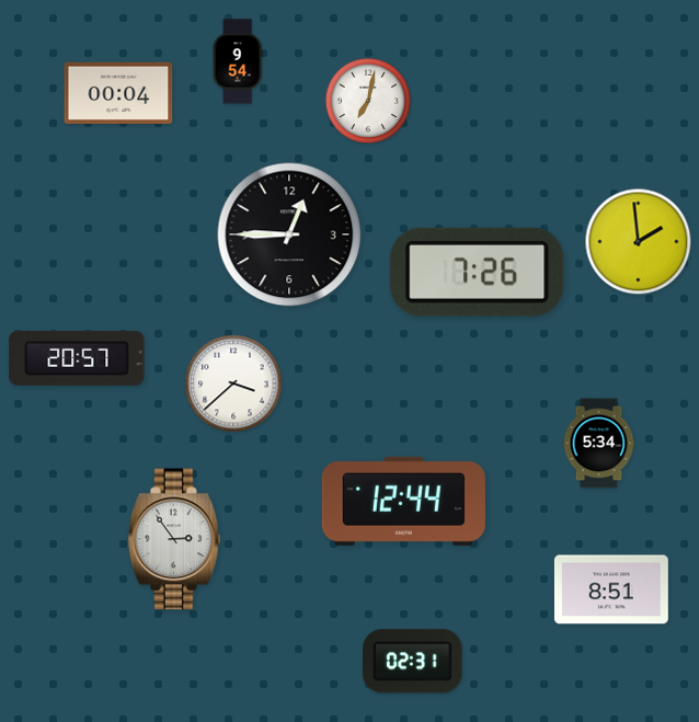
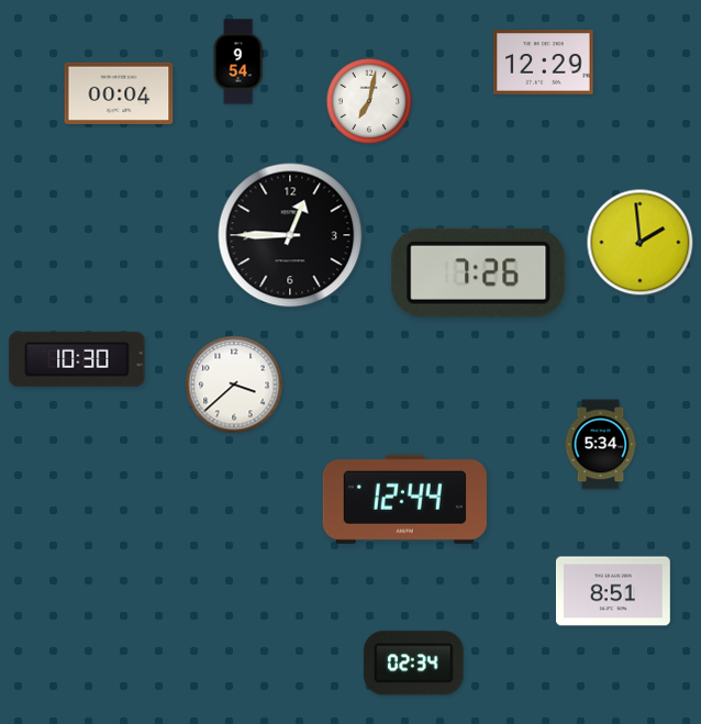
clock at (544, 63): none -> 12:29
clock at (77, 358): 20:57 -> 10:30
clock at (403, 501) position: (403, 501) -> (404, 499)
clock at (174, 539): 2:54 -> none
clock at (413, 662): 02:31 -> 02:34
